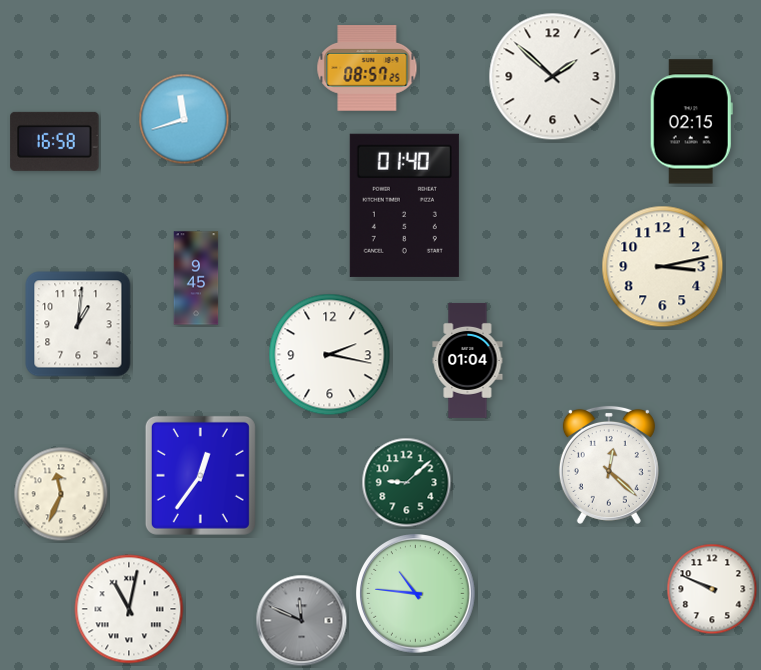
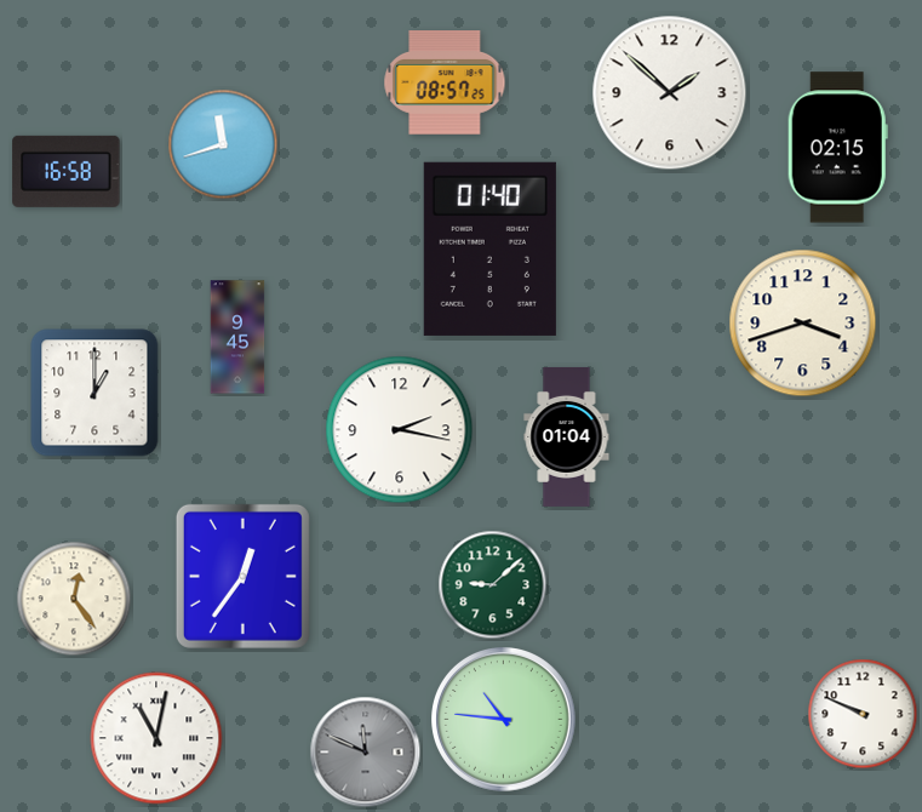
clock at (663, 267): 3:13 -> 3:42
clock at (78, 324): 1:01 -> 1:00
clock at (609, 465): 12:22 -> none
clock at (61, 494): 11:34 -> 12:24
